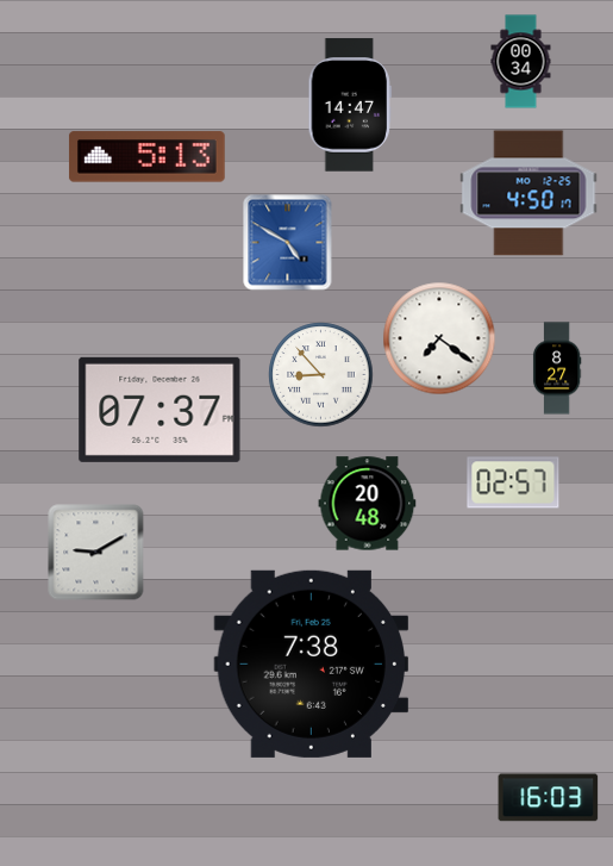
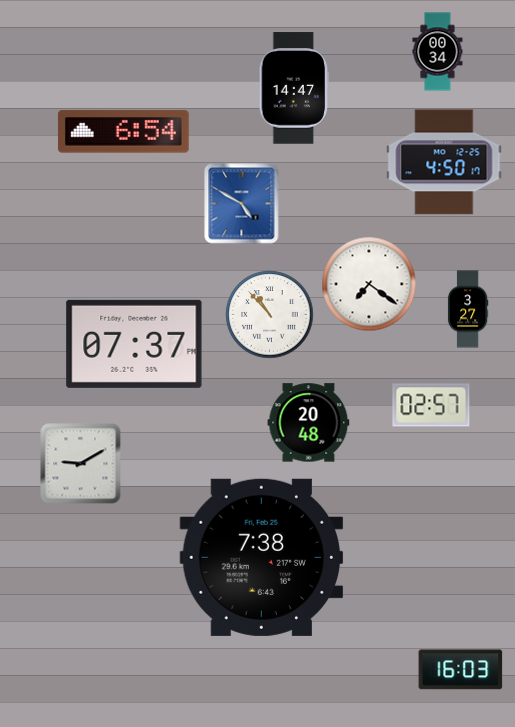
clock at (146, 157): 5:13 -> 6:54
clock at (557, 368): 8:27 -> 3:27
clock at (321, 375): 8:53 -> 10:53
